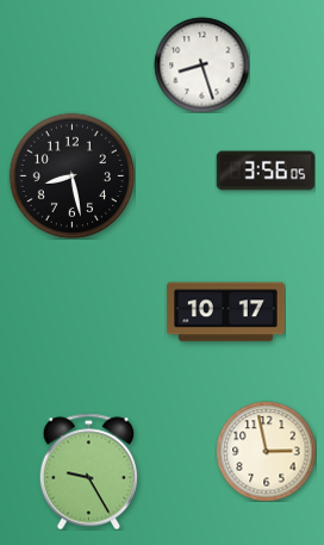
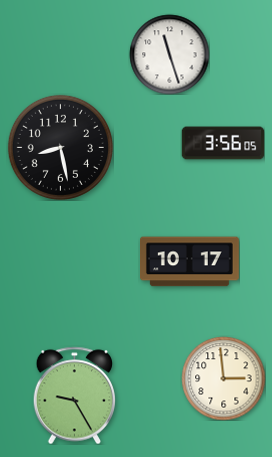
clock at (201, 64): 8:27 -> 11:27
clock at (266, 451): 2:58 -> 2:59
